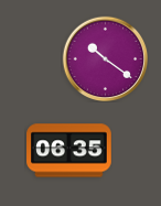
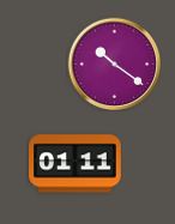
clock at (69, 151): 06:35 -> 01:11
